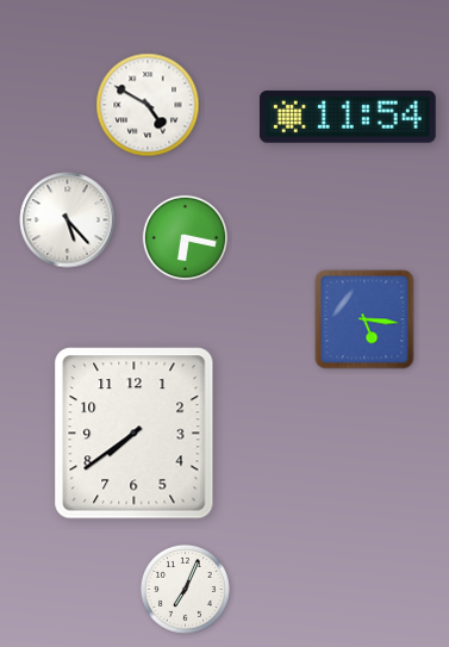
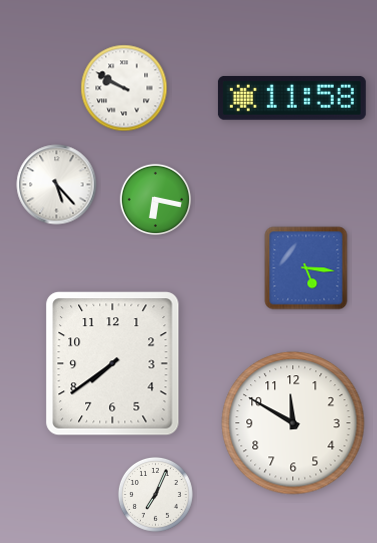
clock at (148, 105): 4:50 -> 9:50
clock at (348, 117): 11:54 -> 11:58
clock at (293, 423): none -> 11:50
